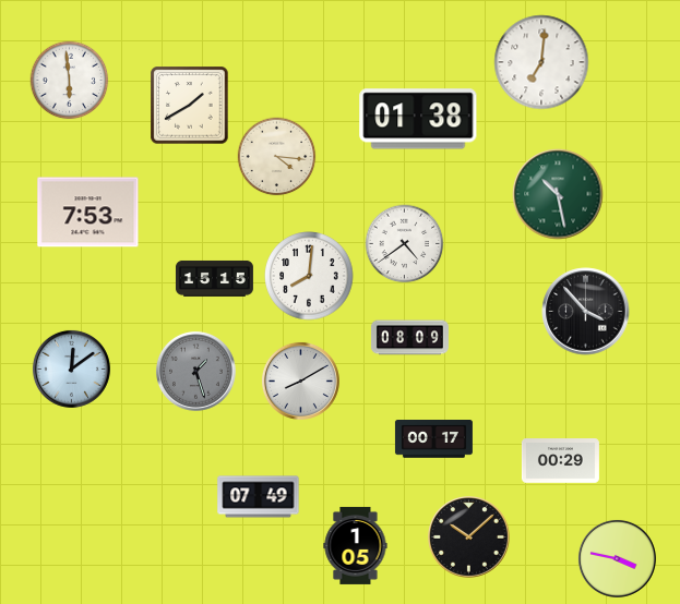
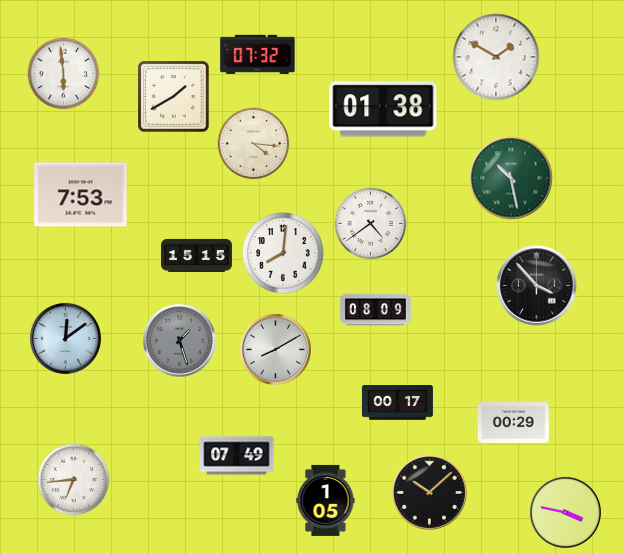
clock at (258, 54): none -> 07:32
clock at (541, 62): 7:01 -> 1:50
clock at (74, 480): none -> 6:44
